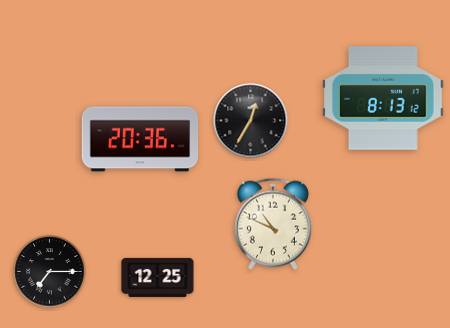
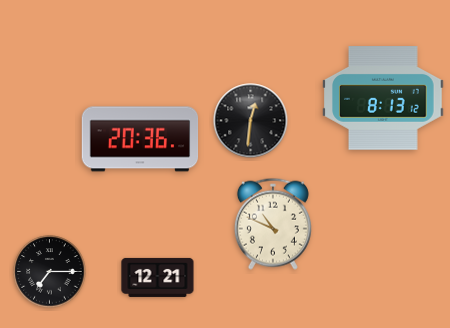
clock at (251, 121): 12:35 -> 12:31
clock at (158, 277): 12:25 -> 12:21
